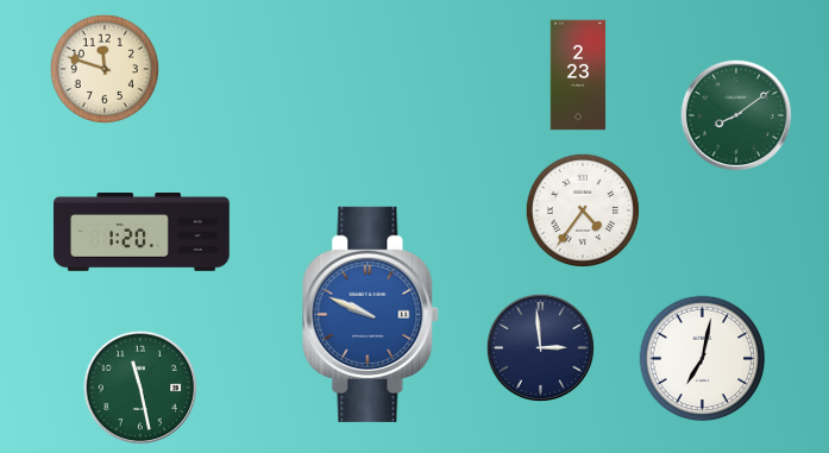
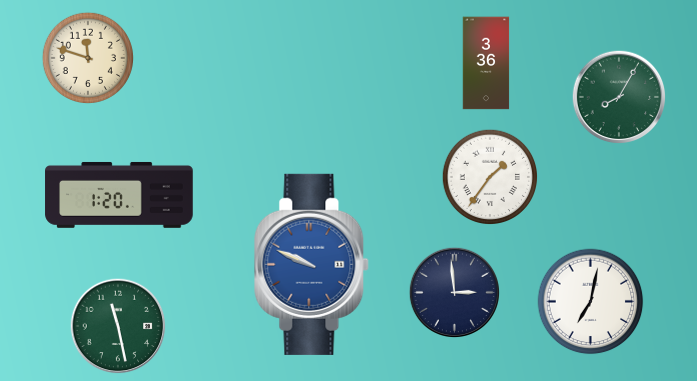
clock at (578, 75): 2:23 -> 3:36
clock at (736, 115): 8:09 -> 8:05
clock at (582, 209): 4:36 -> 1:36
